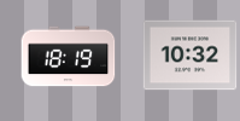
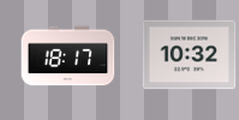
clock at (68, 57): 18:19 -> 18:17
